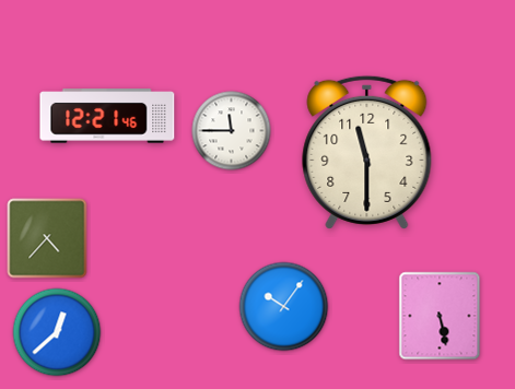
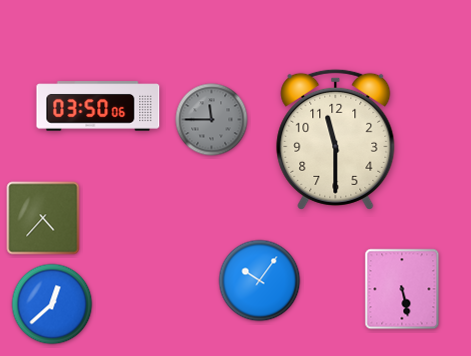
clock at (107, 116): 12:21 -> 03:50
clock at (232, 131) dial: white -> grey
